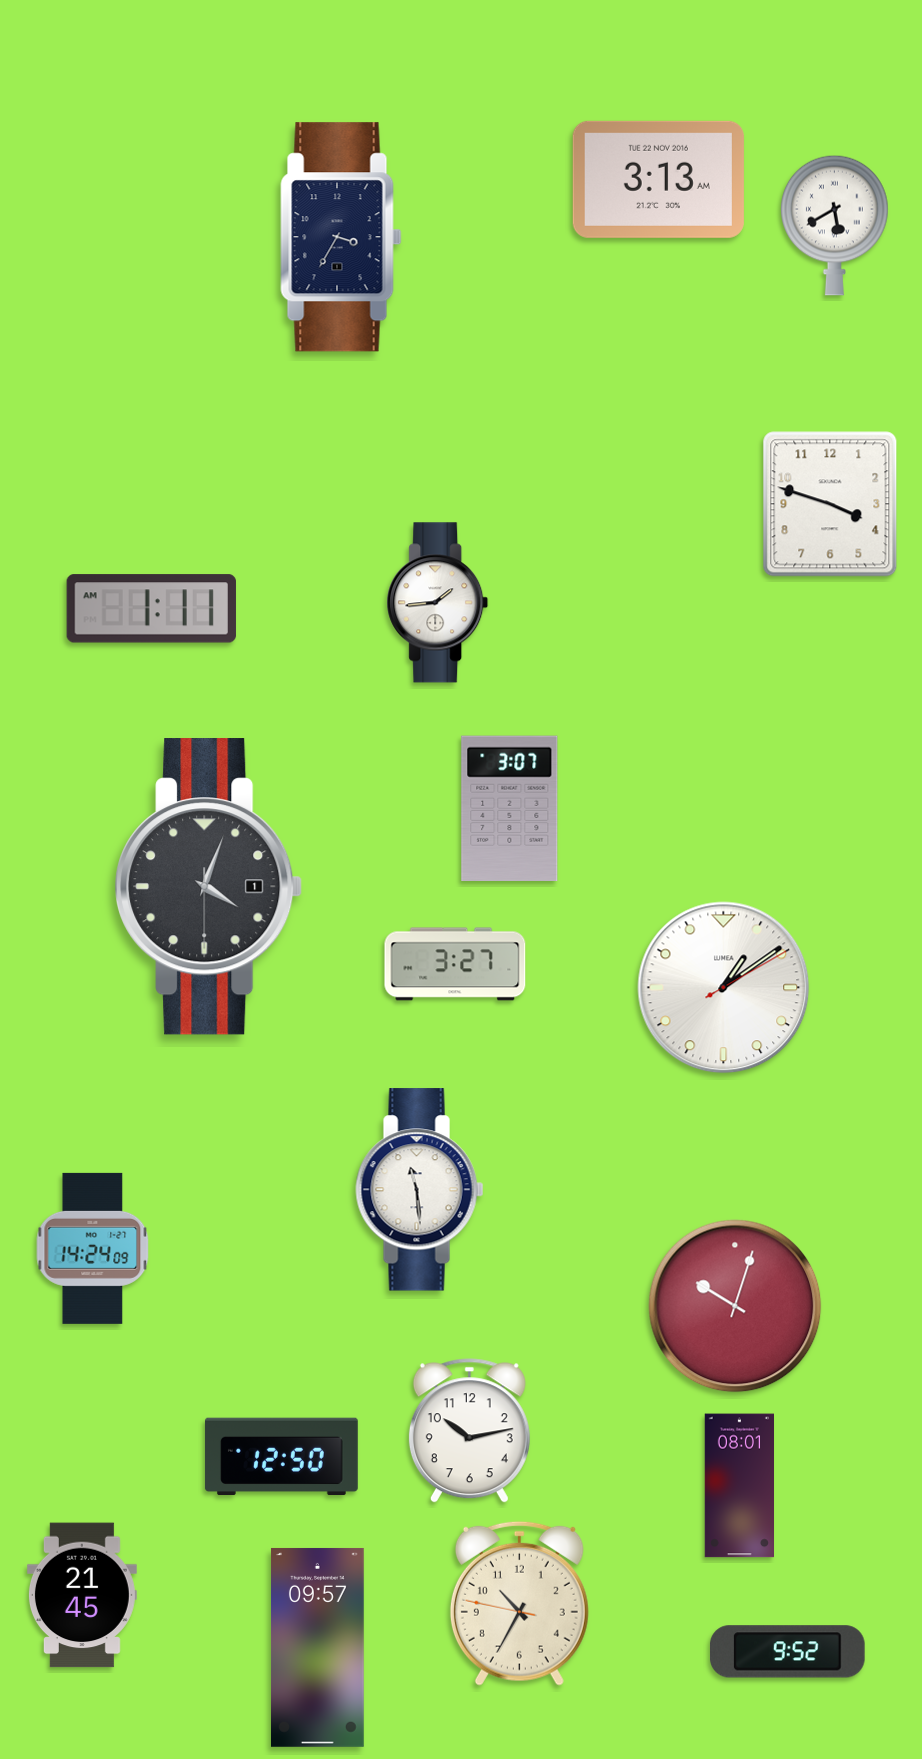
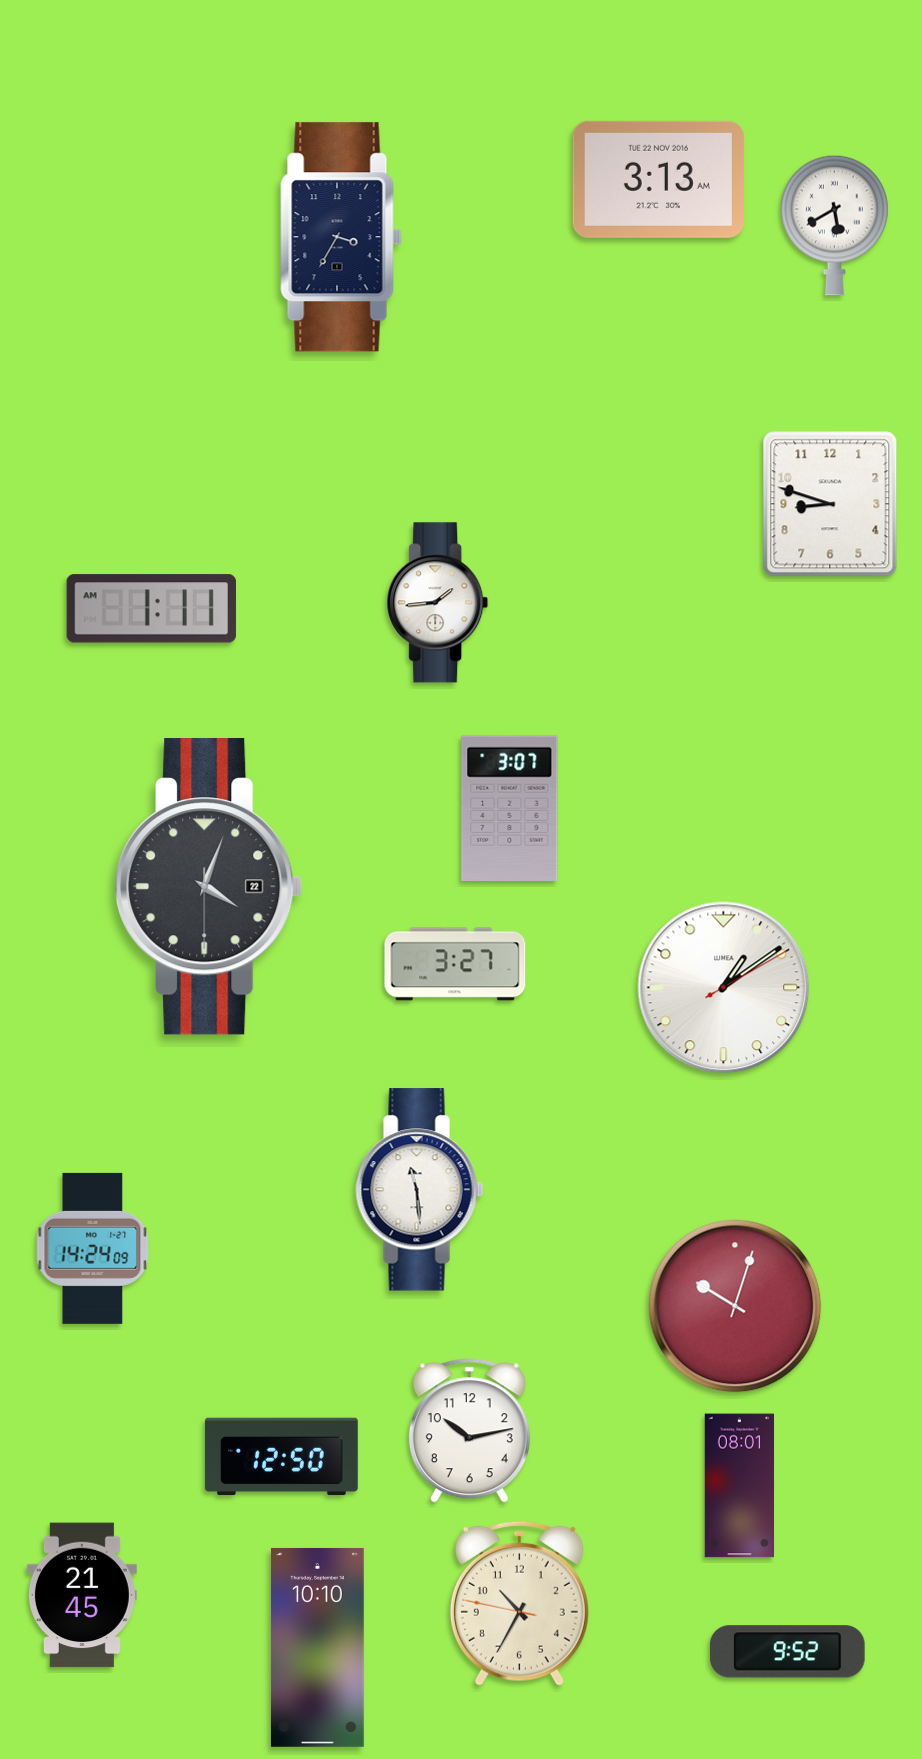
clock at (830, 504): 3:48 -> 8:48
clock at (209, 887) date: 1 -> 22
clock at (317, 1647): 09:57 -> 10:10
